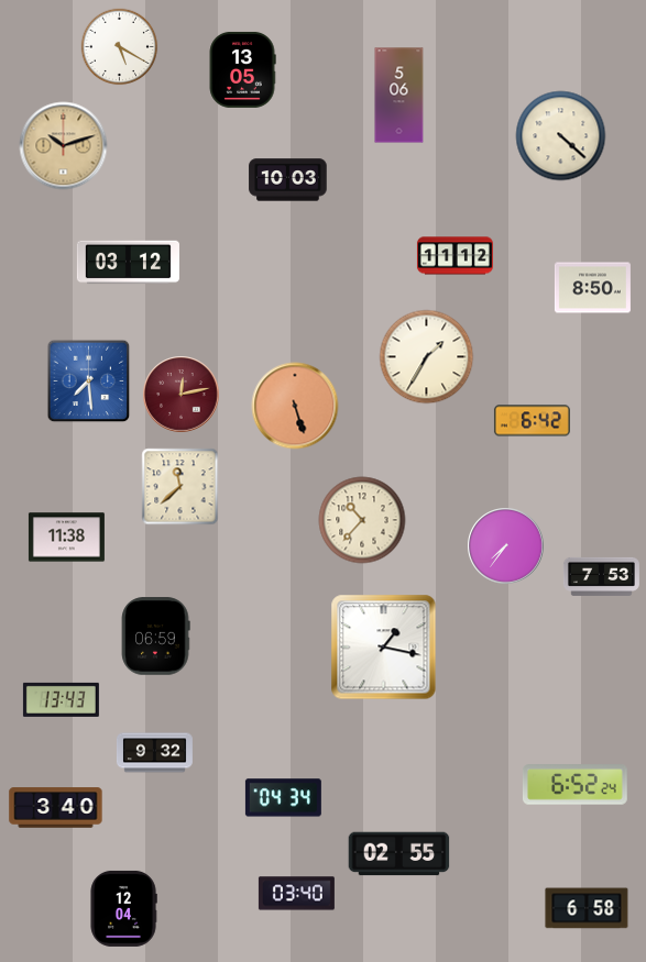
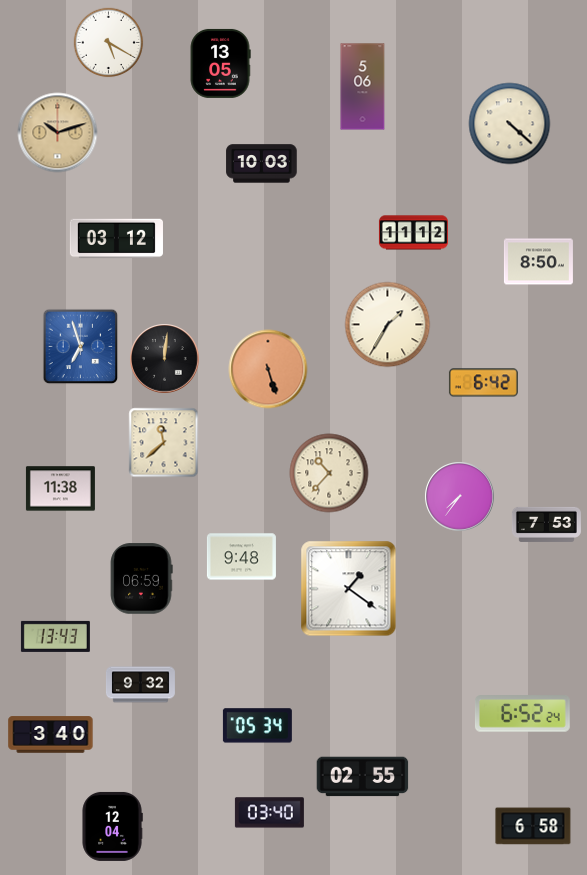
clock at (89, 382): 7:29 -> 6:57
clock at (182, 395): 12:13 -> 12:01
clock at (182, 395) dial: burgundy -> black
clock at (241, 557): none -> 9:48
clock at (384, 648): 1:17 -> 1:21
clock at (283, 798): 04:34 -> 05:34
